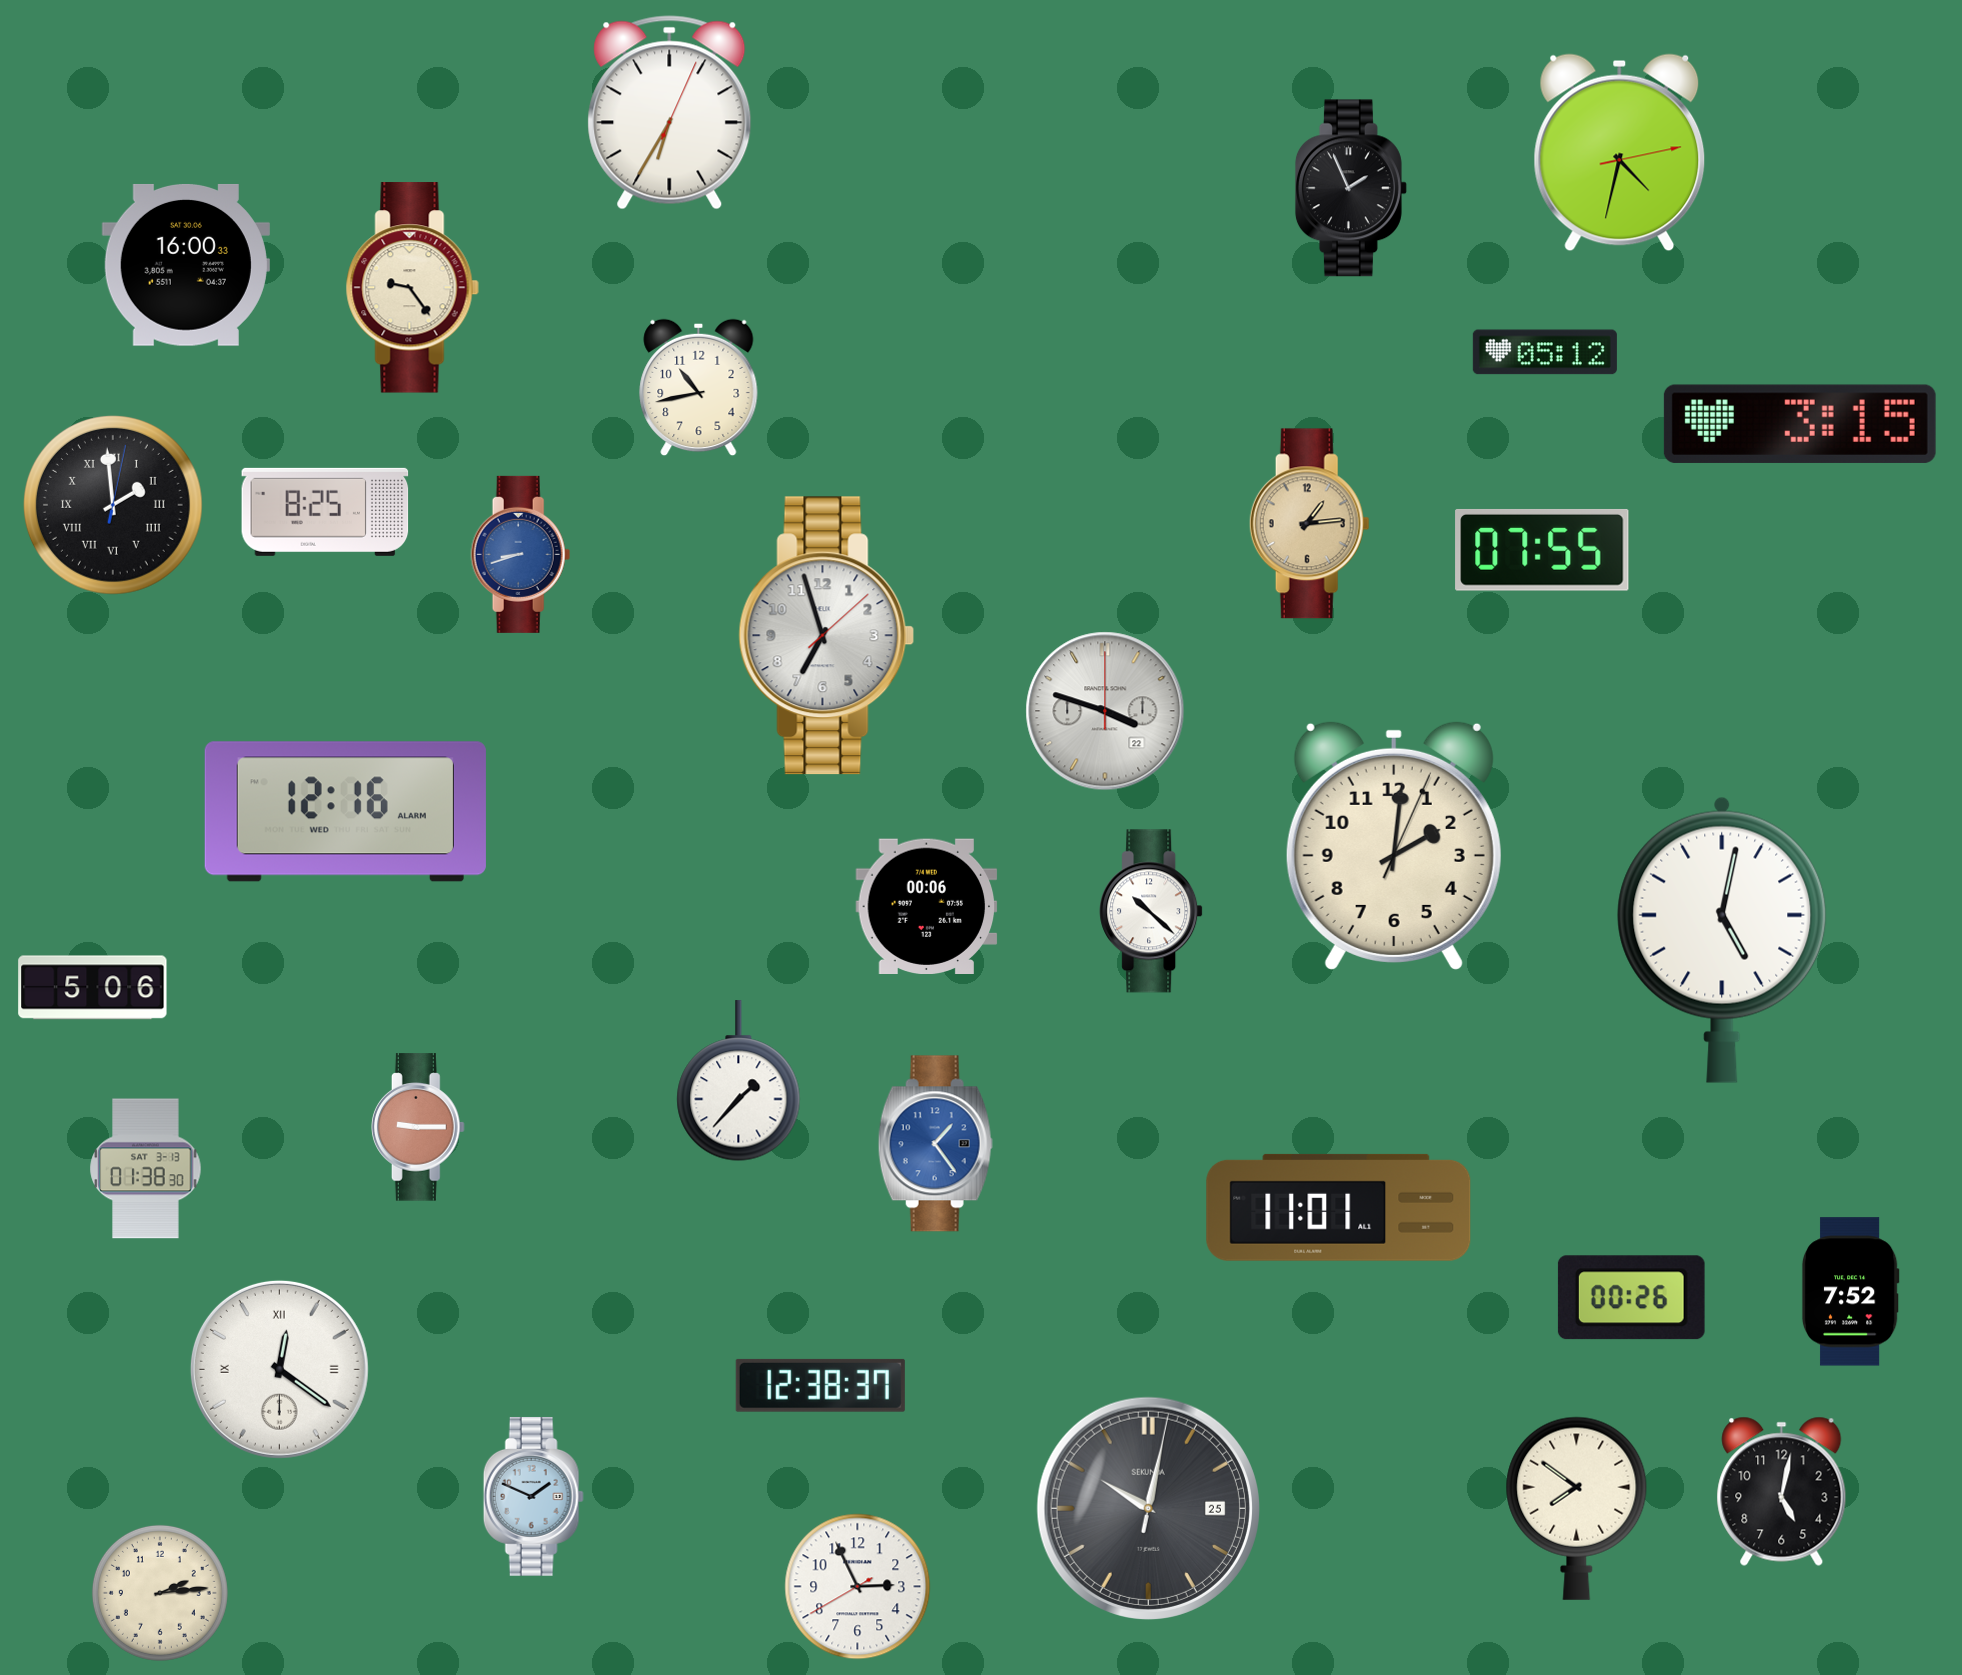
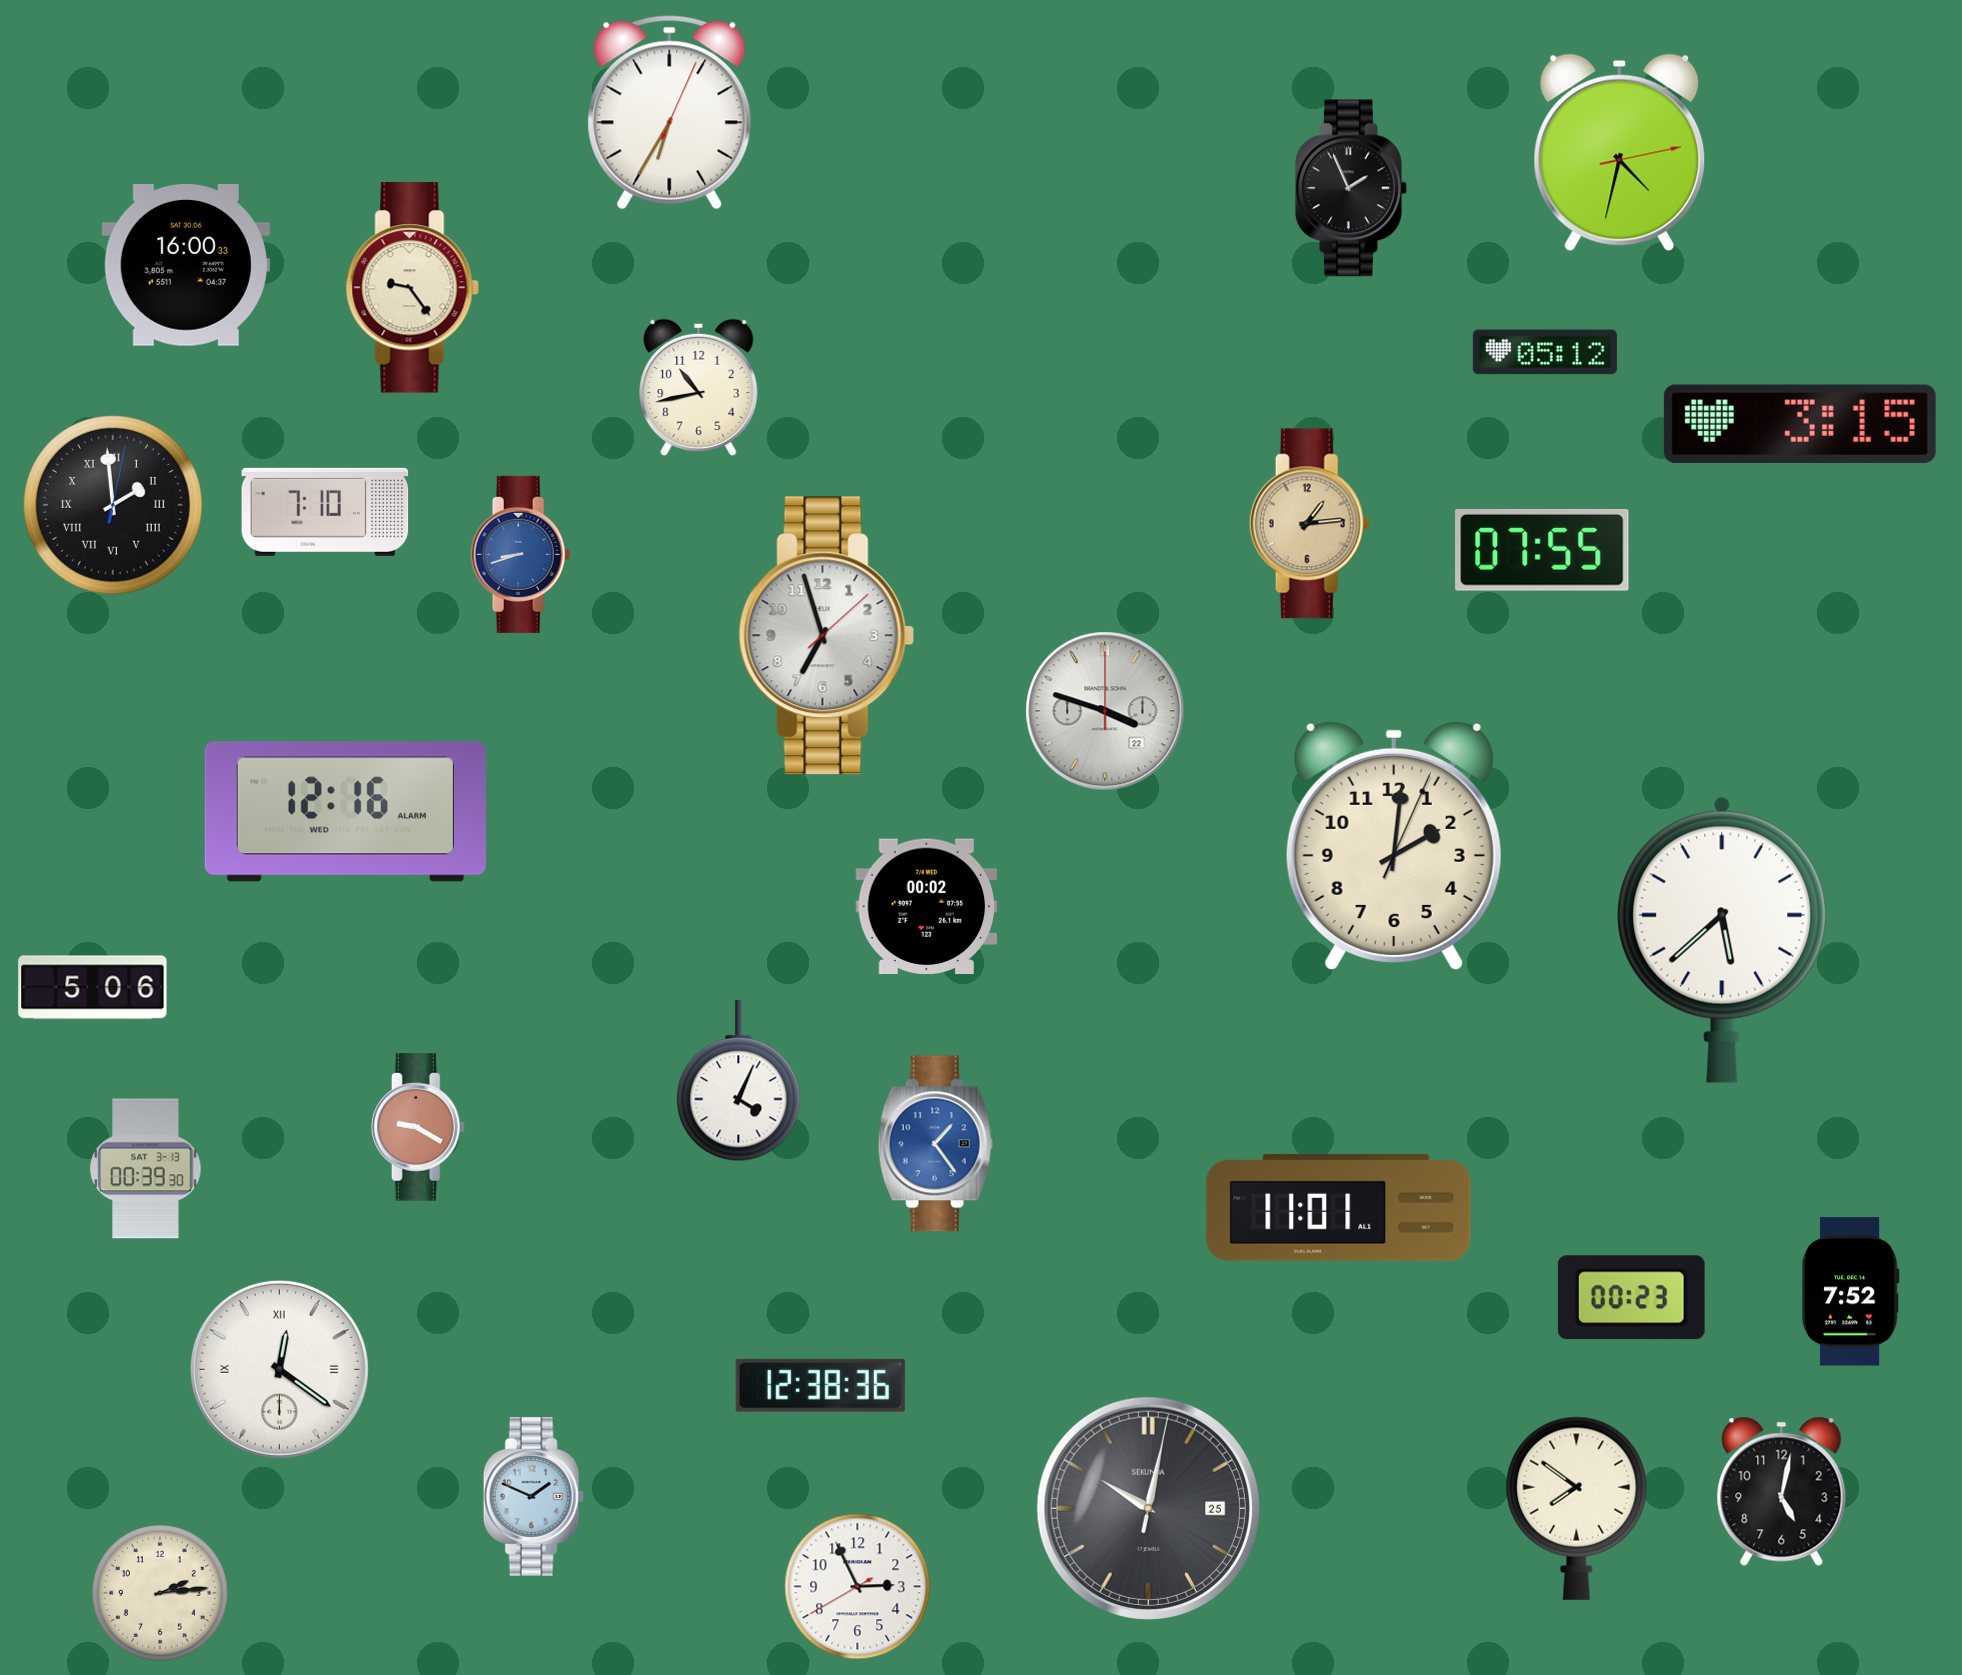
clock at (325, 512): 8:25 -> 7:10
clock at (927, 906): 00:06 -> 00:02
clock at (1151, 911): 10:22 -> none
clock at (1722, 940): 5:02 -> 5:38
clock at (739, 1081): 1:37 -> 4:04
clock at (419, 1127): 9:15 -> 9:20
clock at (146, 1169): 01:38 -> 00:39
clock at (1631, 1298): 00:26 -> 00:23
clock at (820, 1385): 12:38:37 -> 12:38:36
